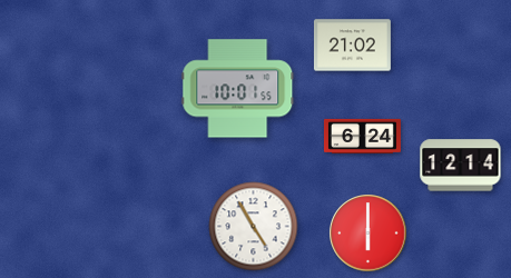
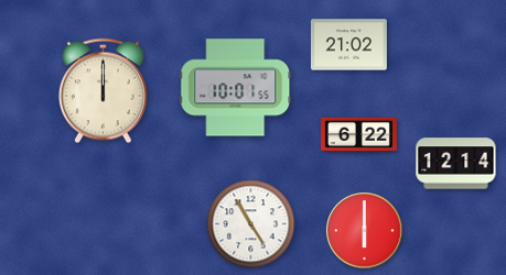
clock at (104, 91): none -> 12:00
clock at (362, 136): 6:24 -> 6:22
